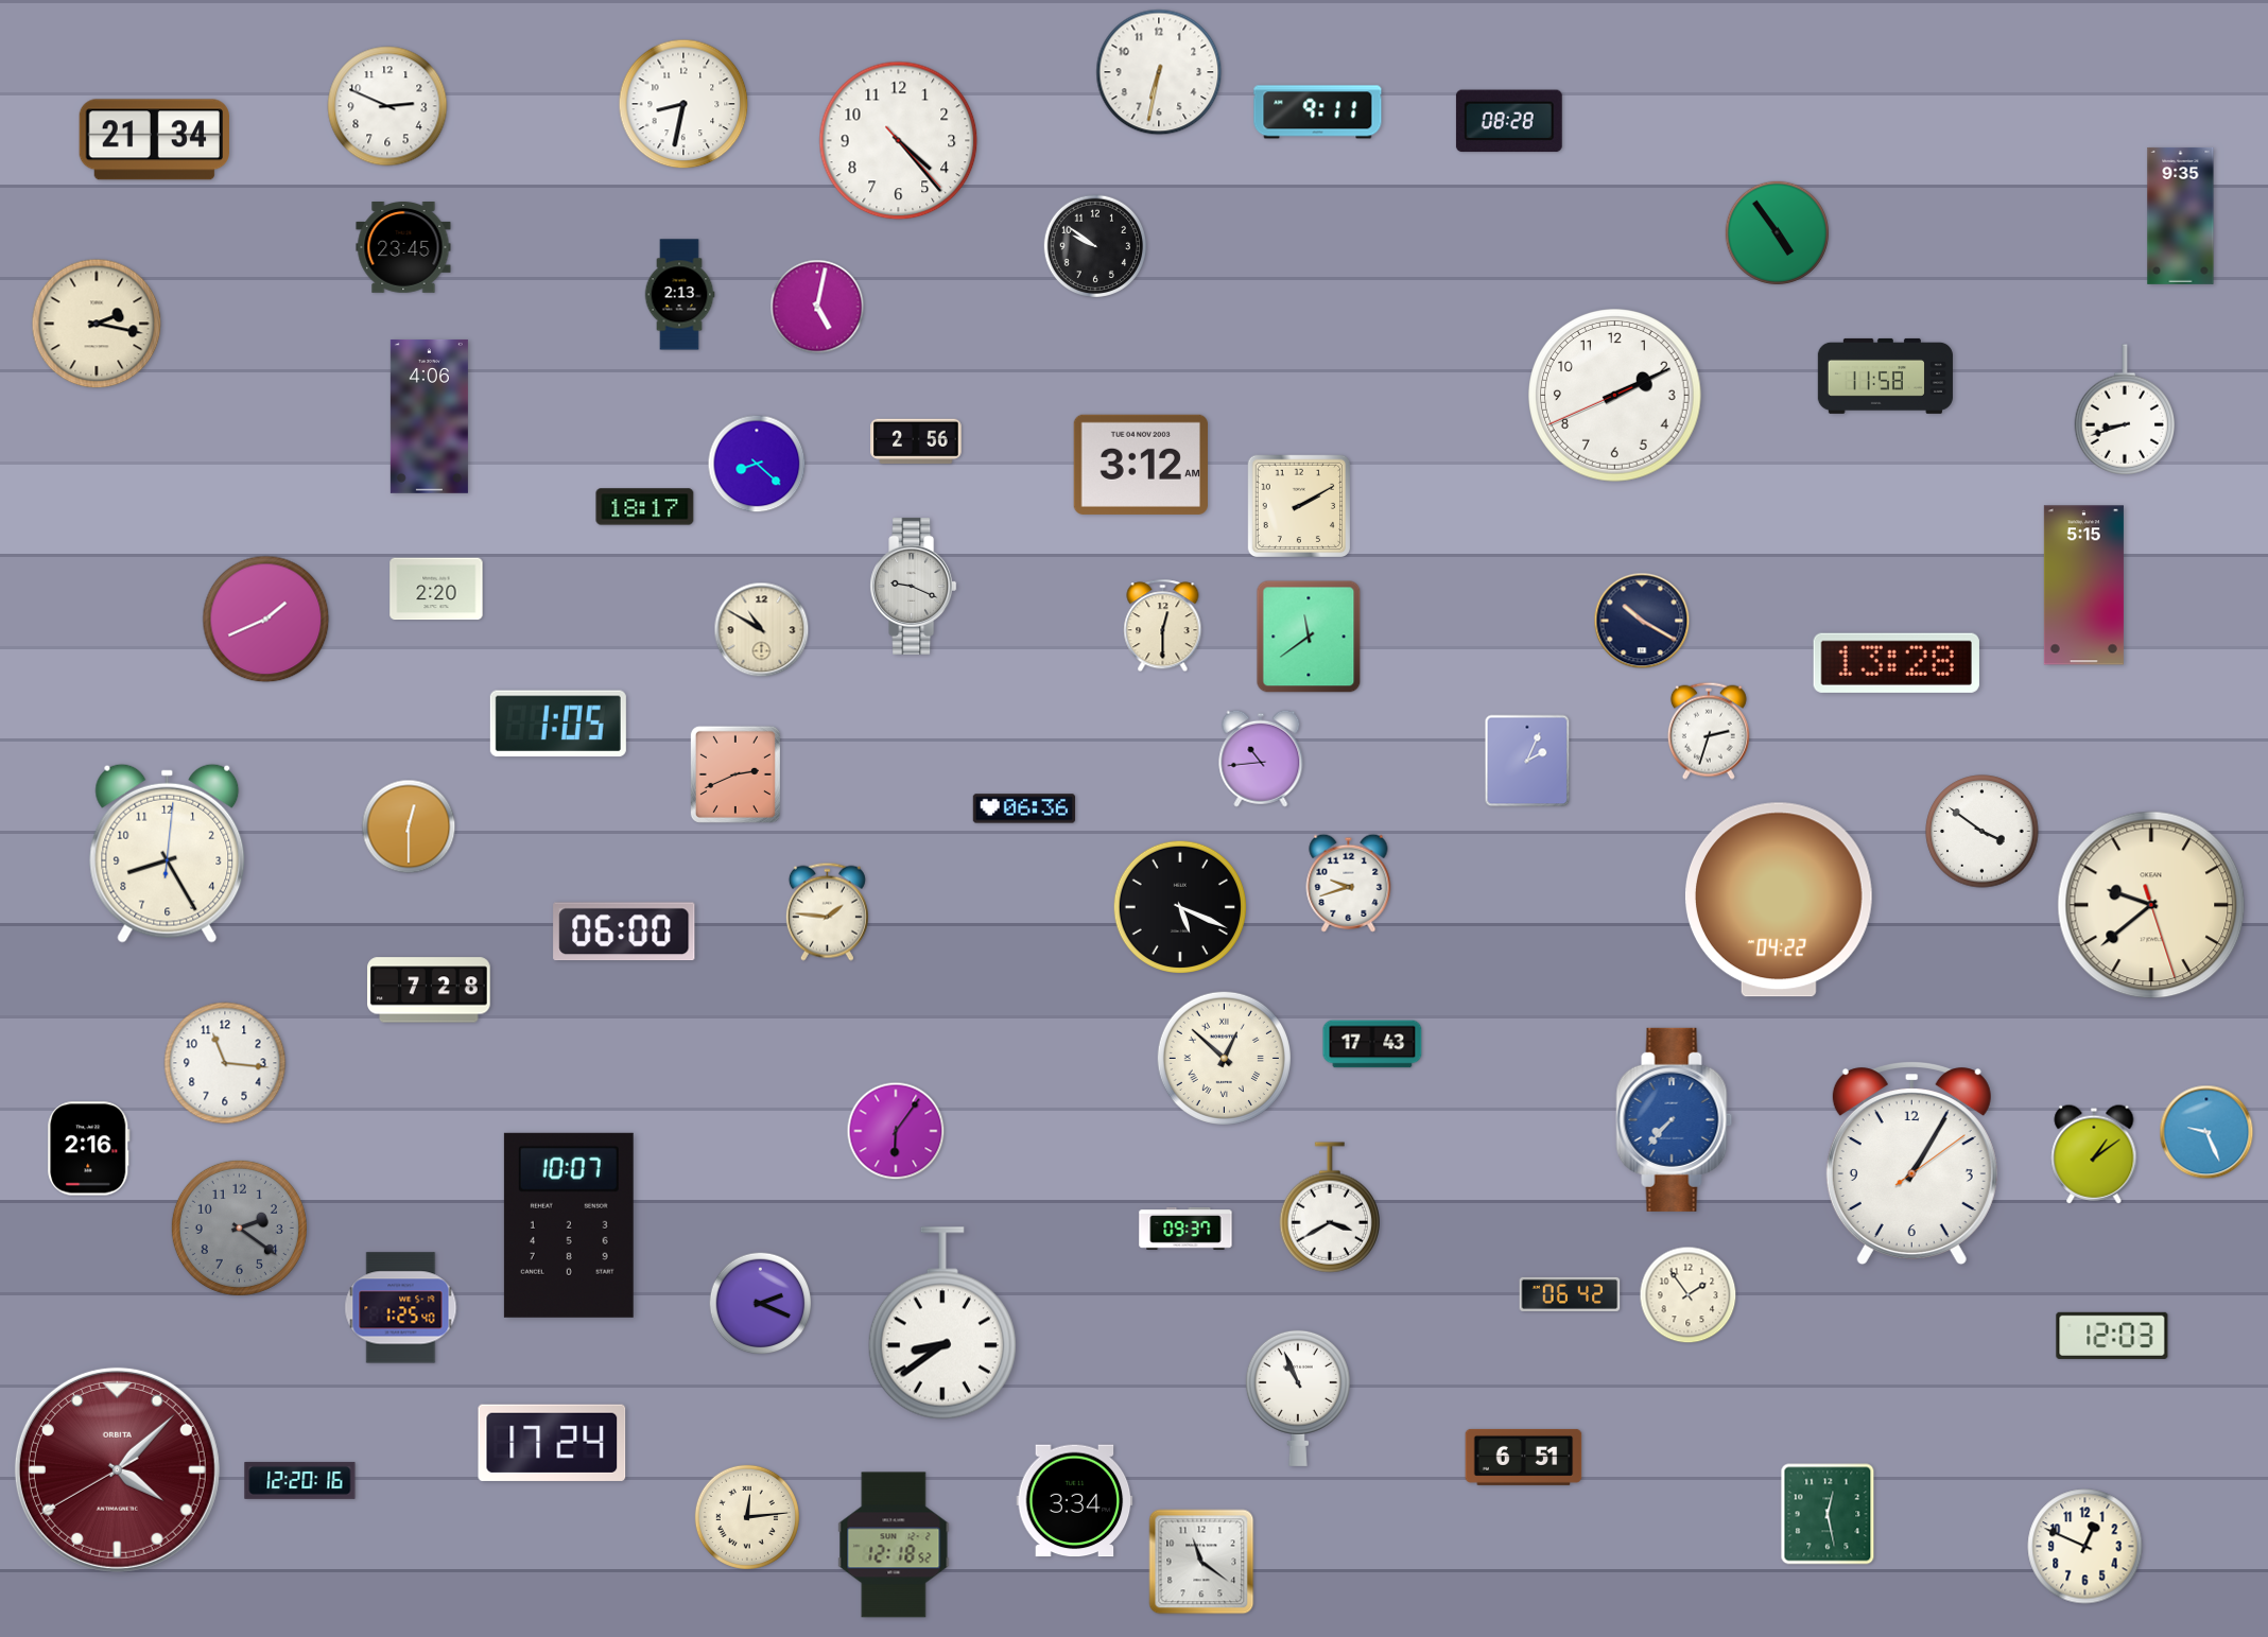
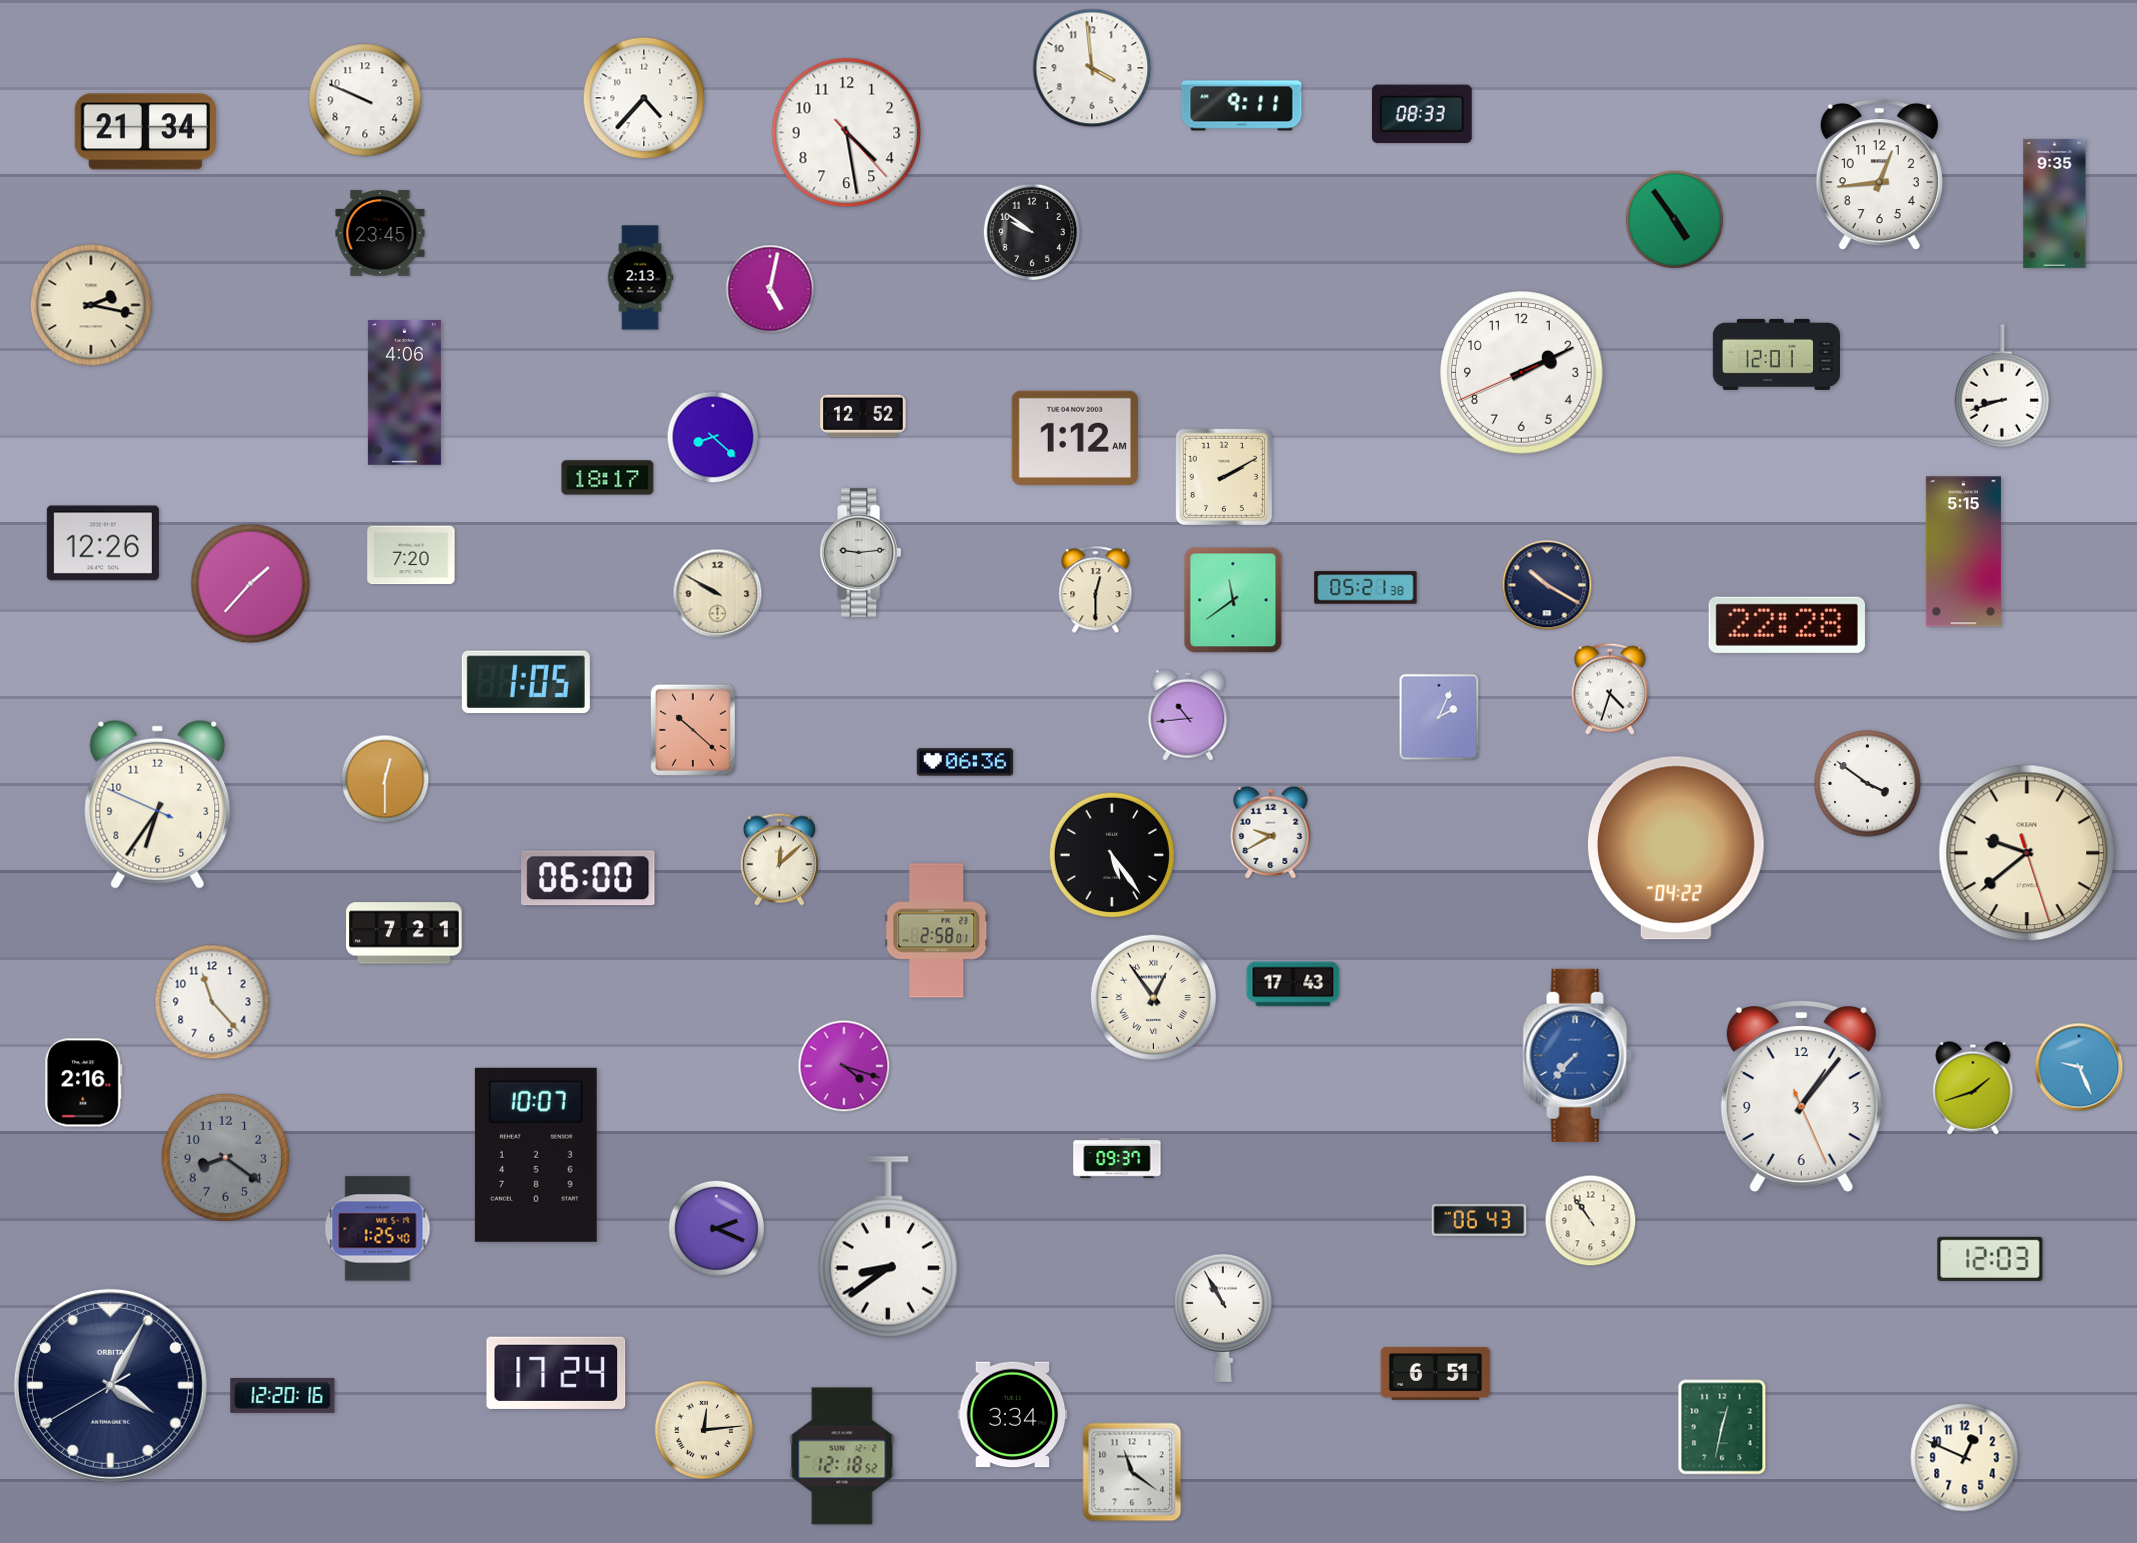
clock at (1159, 72): 6:32 -> 3:59
clock at (683, 104): 8:32 -> 4:37
clock at (387, 106): 2:49 -> 9:49
clock at (1509, 121): 08:28 -> 08:33
clock at (899, 141): 4:23 -> 4:28
clock at (1879, 176): none -> 12:44
clock at (1885, 376): 11:58 -> 12:01
clock at (916, 441): 2:56 -> 12:52
clock at (1141, 465): 3:12 -> 1:12
clock at (103, 543): none -> 12:26
clock at (914, 586): 9:19 -> 9:14
clock at (436, 589): 2:20 -> 7:20
clock at (266, 620): 1:41 -> 1:37
clock at (1366, 588): none -> 05:21
clock at (762, 630): 10:50 -> 9:50
clock at (1897, 663): 13:28 -> 22:28
clock at (1709, 731): 2:33 -> 4:33
clock at (735, 774): 2:41 -> 10:22
clock at (168, 853): 8:25 -> 6:35
clock at (1349, 883): 9:42 -> 9:40
clock at (1179, 906): 5:19 -> 5:24
clock at (827, 911): 1:46 -> 12:08
clock at (937, 931): none -> 2:58
clock at (429, 990): 7:28 -> 7:21
clock at (1224, 1058): 12:52 -> 12:54
clock at (225, 1063): 11:16 -> 11:23
clock at (896, 1131): 6:06 -> 4:18
clock at (2094, 1154): 1:09 -> 1:42
clock at (1911, 1163): 1:05 -> 1:06
clock at (1330, 1207): 3:40 -> none
clock at (239, 1227): 2:21 -> 8:21
clock at (1570, 1294): 06:42 -> 06:43
clock at (1689, 1295): 1:54 -> 10:54
clock at (401, 1308) position: (401, 1308) -> (378, 1229)
clock at (1298, 1397): 10:56 -> 10:55
clock at (552, 1443) position: (552, 1443) -> (556, 1373)
clock at (117, 1469): 4:07 -> 4:04
clock at (117, 1469) dial: burgundy -> navy
clock at (1828, 1514): 12:28 -> 12:32
